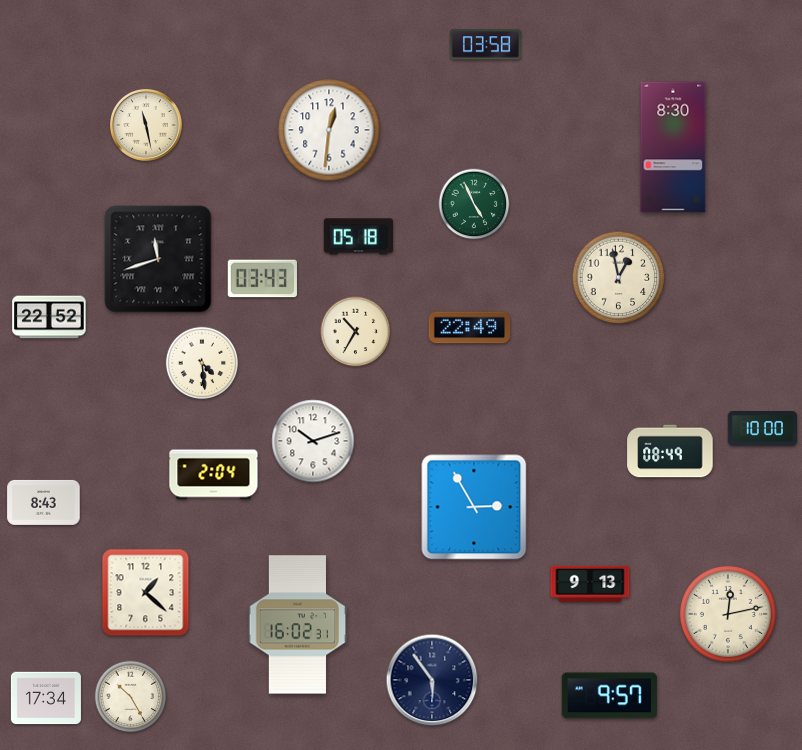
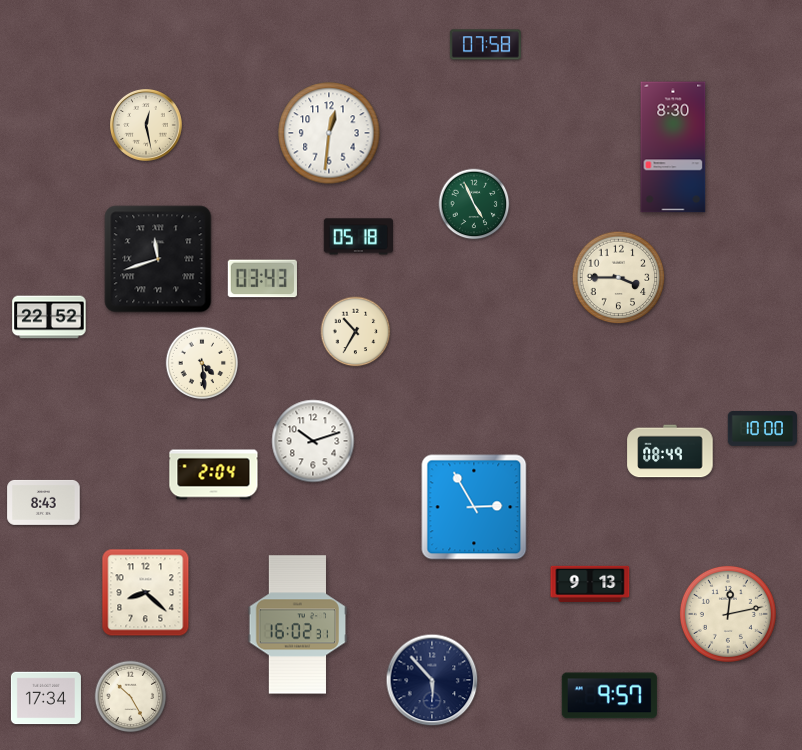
clock at (485, 45): 03:58 -> 07:58
clock at (147, 126): 11:28 -> 12:28
clock at (329, 130) position: (329, 130) -> (329, 133)
clock at (619, 278): 12:58 -> 3:45
clock at (470, 328): 22:49 -> none
clock at (146, 593): 1:22 -> 8:22
clock at (432, 680): 5:54 -> 5:53
